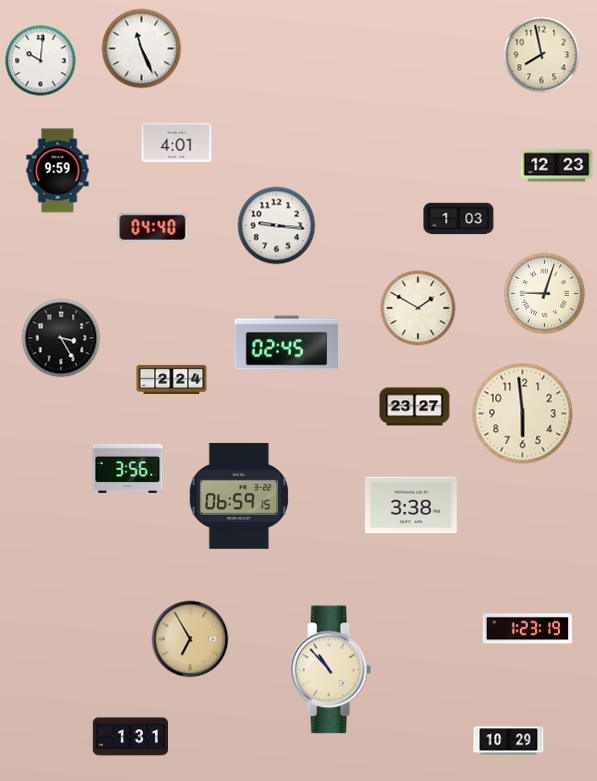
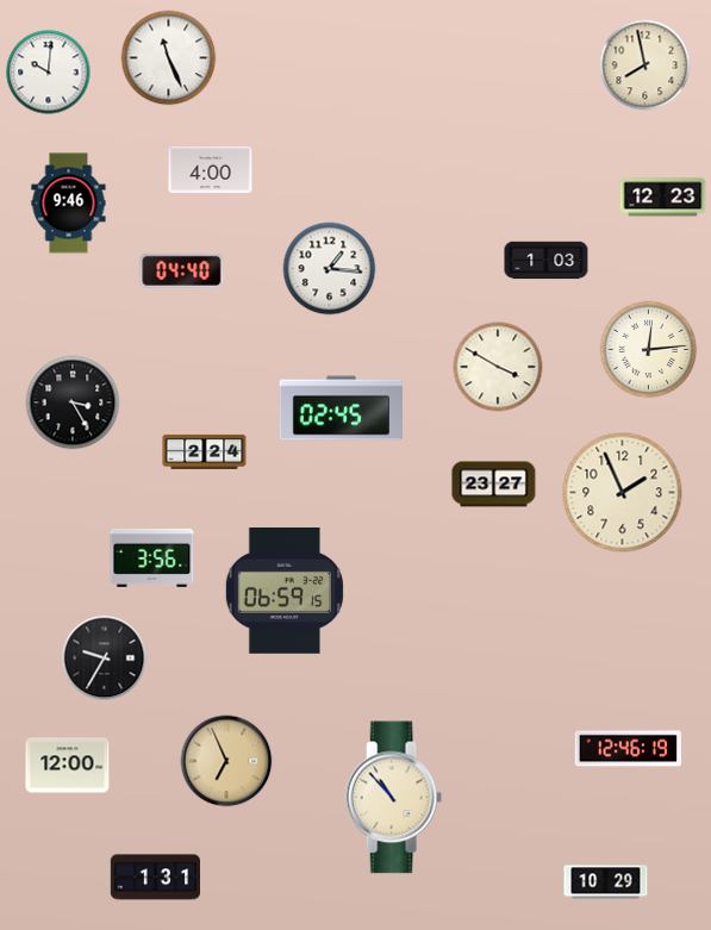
clock at (177, 142): 4:01 -> 4:00
clock at (58, 171): 9:59 -> 9:46
clock at (277, 226): 9:16 -> 1:16
clock at (545, 294): 9:03 -> 12:14
clock at (418, 308): 1:50 -> 3:50
clock at (523, 414): 5:59 -> 1:56
clock at (412, 505): 3:38 -> none
clock at (105, 659): none -> 9:35
clock at (527, 629): 1:23 -> 12:46
clock at (190, 639): 6:55 -> 6:56
clock at (68, 766): none -> 12:00
